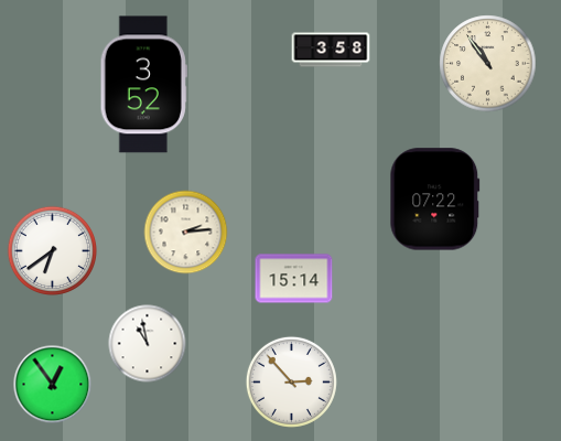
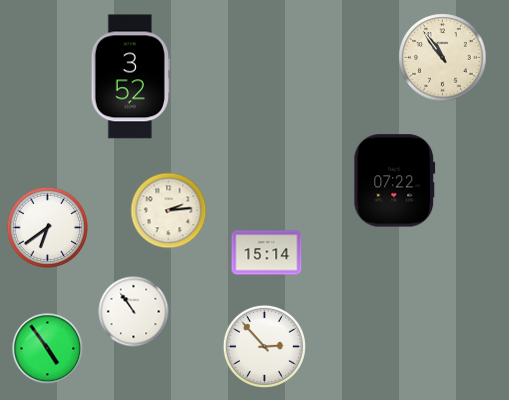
clock at (331, 50): 3:58 -> none
clock at (148, 344): 10:58 -> 10:54
clock at (53, 385): 12:54 -> 4:54
